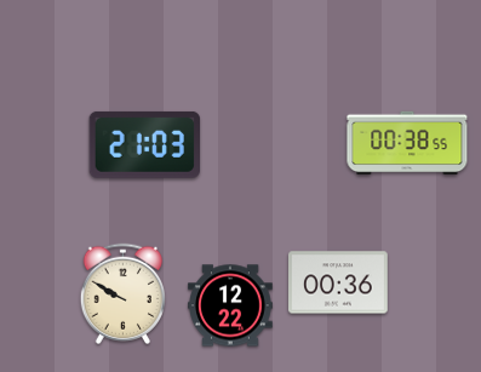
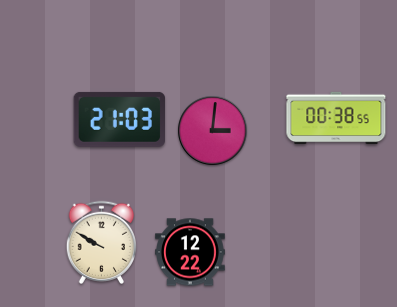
clock at (213, 131): none -> 3:01
clock at (339, 282): 00:36 -> none
